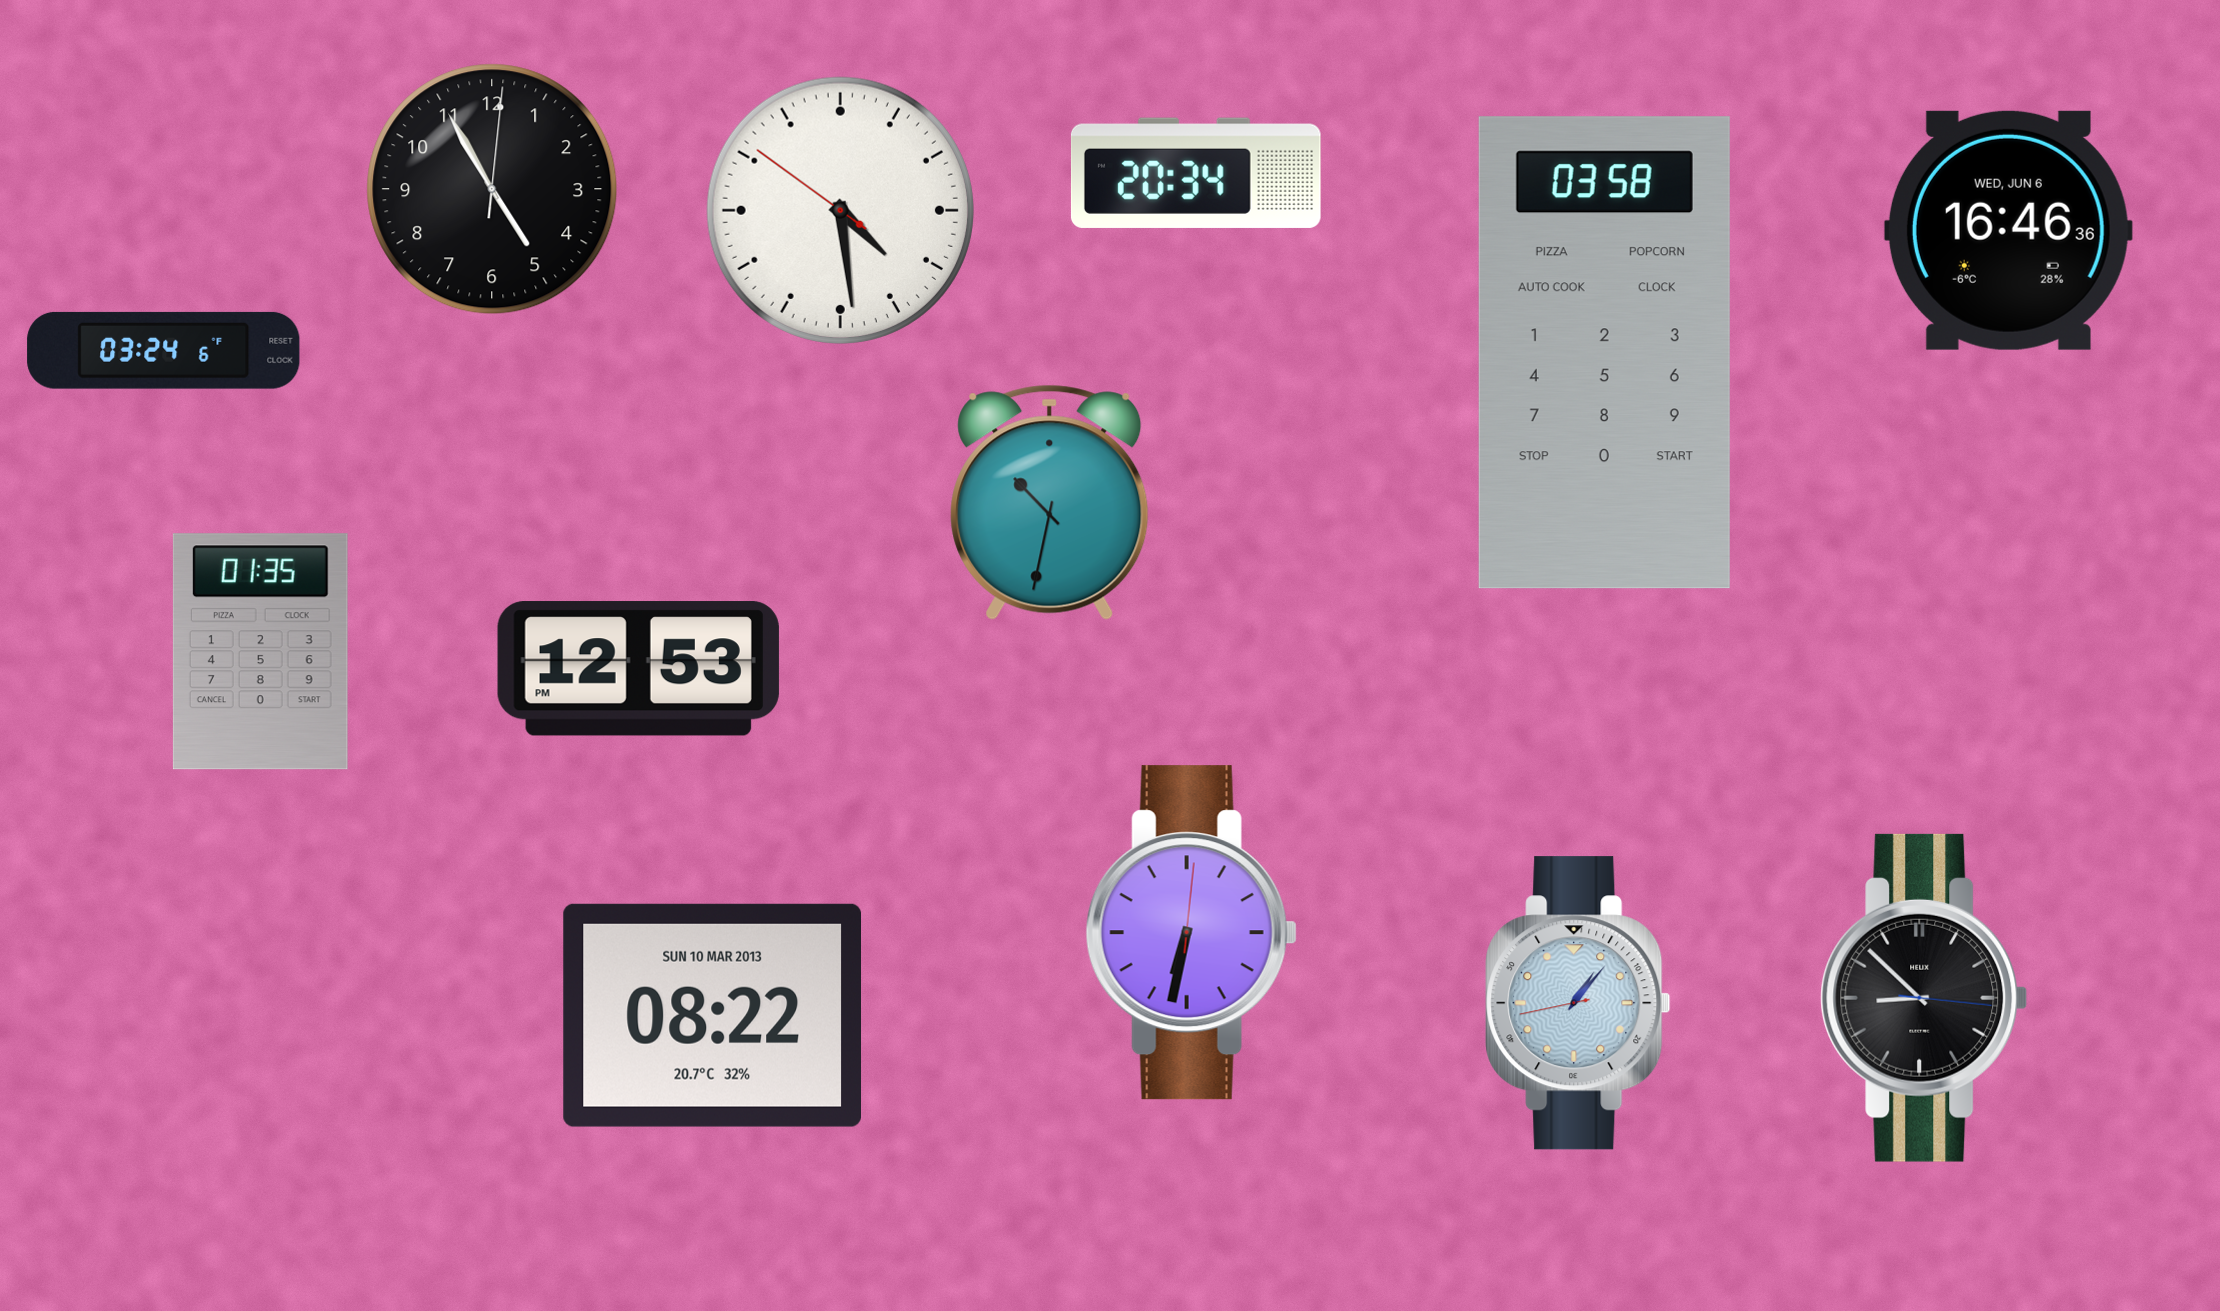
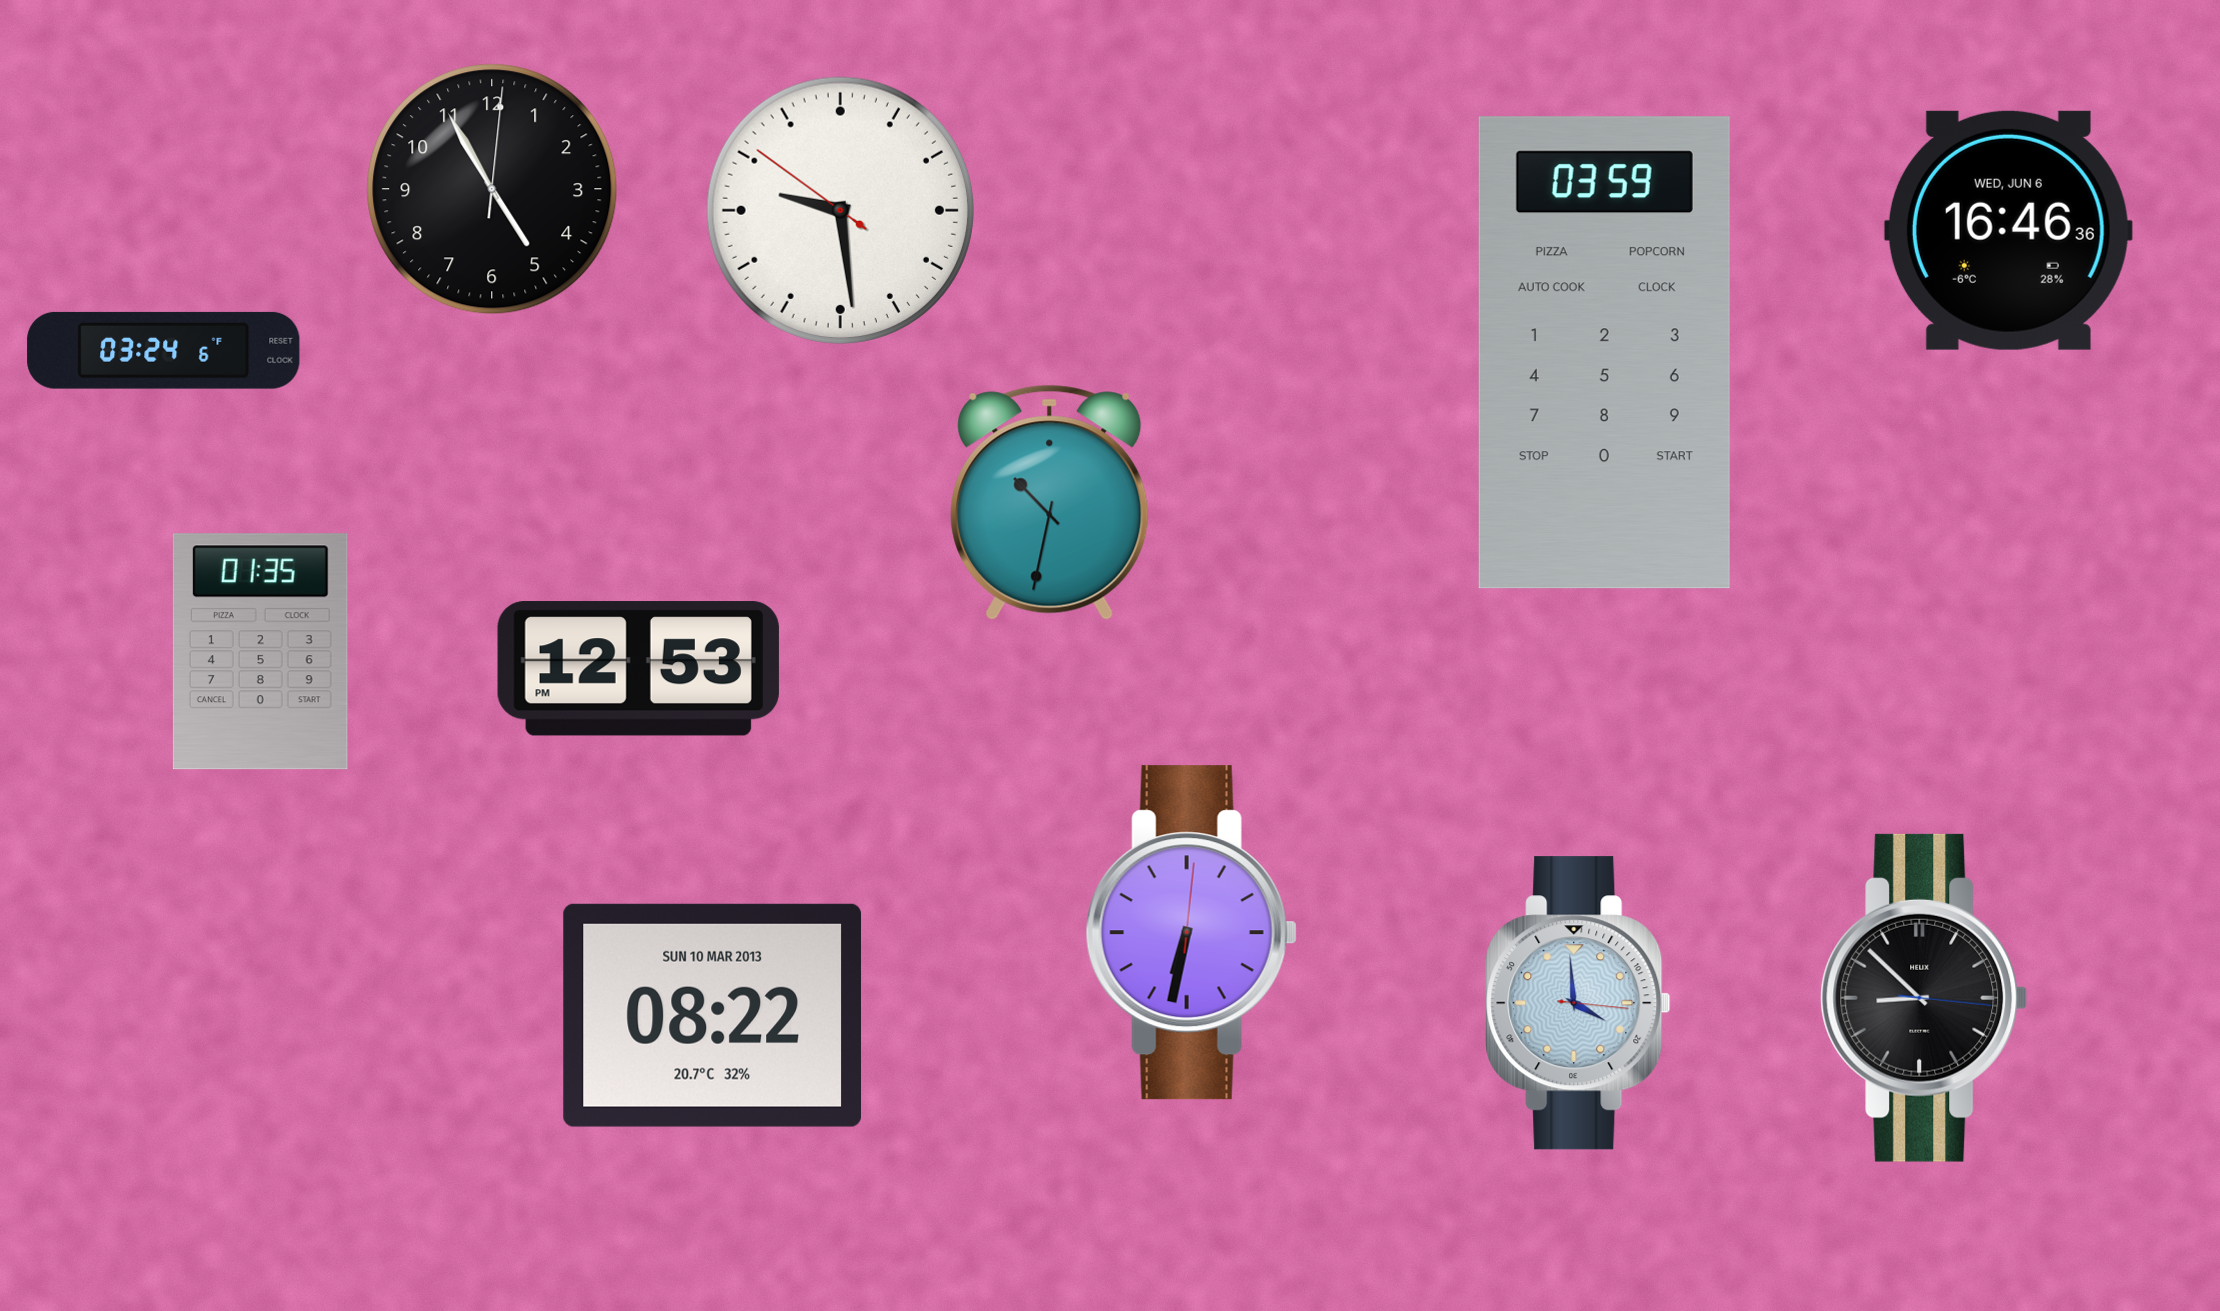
clock at (1196, 173): 20:34 -> none
clock at (840, 210): 4:28 -> 9:28
clock at (1604, 353): 03:58 -> 03:59
clock at (1578, 1003): 1:06 -> 3:59
